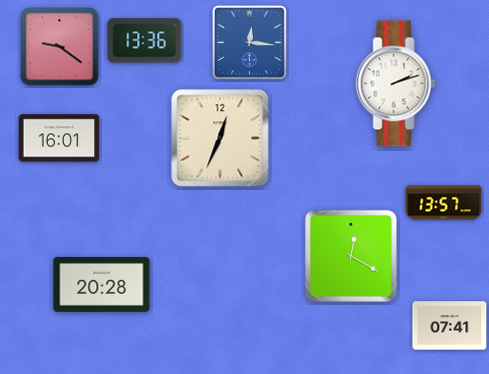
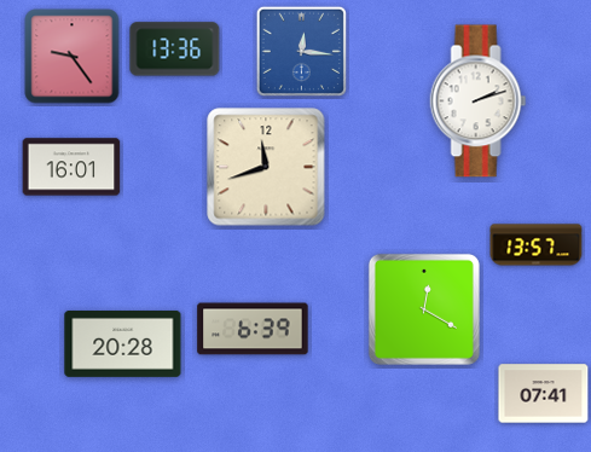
clock at (60, 47): 9:21 -> 9:24
clock at (220, 138): 12:34 -> 11:42
clock at (253, 329): none -> 6:39
